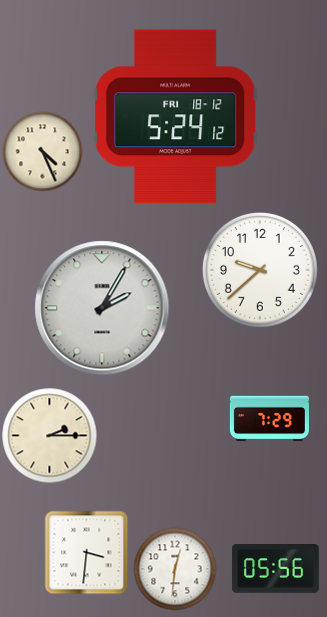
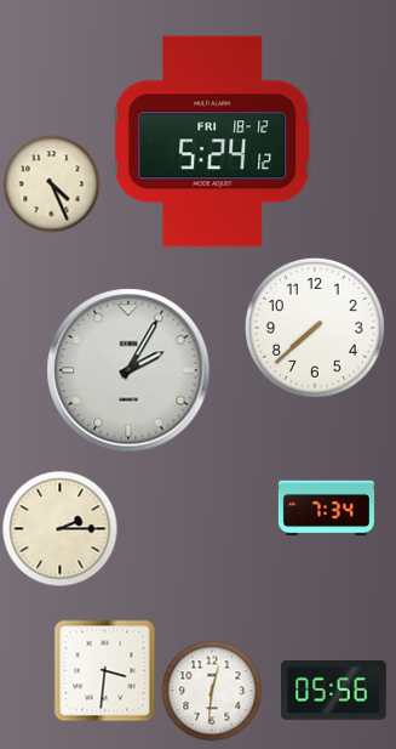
clock at (260, 270): 9:38 -> 7:38
clock at (102, 308) position: (102, 308) -> (128, 370)
clock at (269, 419): 7:29 -> 7:34
